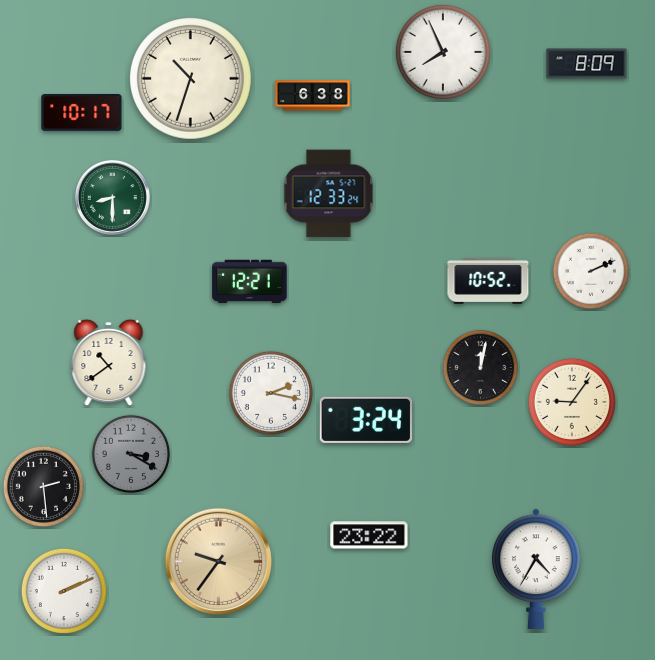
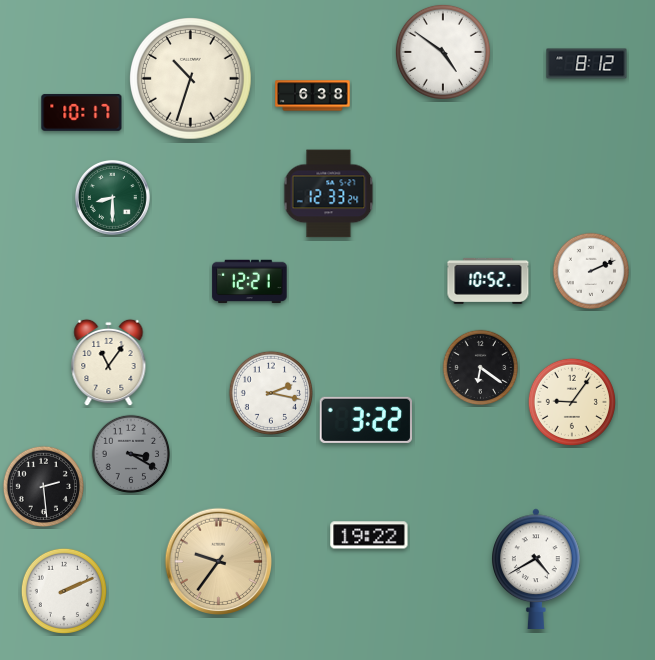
clock at (443, 52): 7:56 -> 4:51
clock at (587, 64): 8:09 -> 8:12
clock at (109, 363): 10:39 -> 11:06
clock at (481, 368): 12:02 -> 6:21
clock at (366, 420): 3:24 -> 3:22
clock at (369, 535): 23:22 -> 19:22
clock at (537, 568): 4:35 -> 4:40
